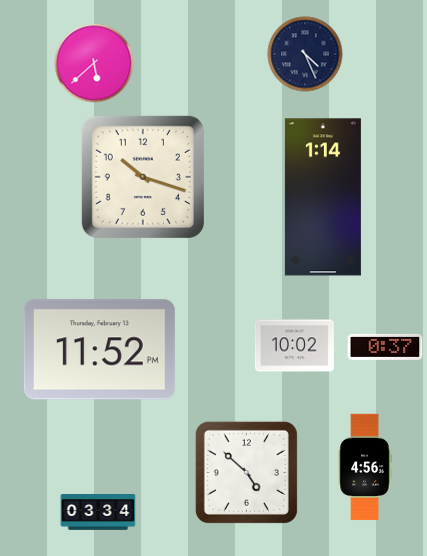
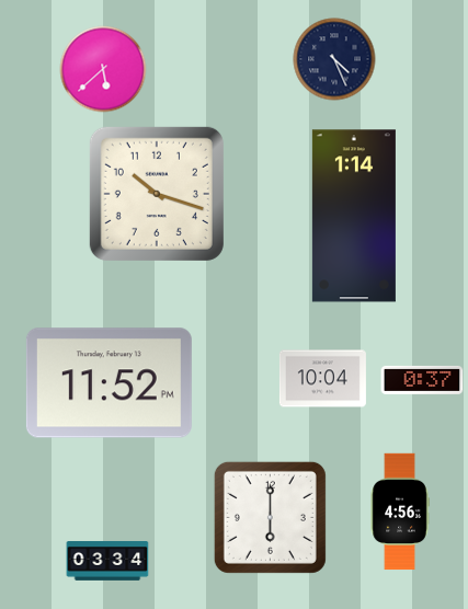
clock at (294, 346): 10:02 -> 10:04
clock at (246, 472): 4:52 -> 6:00
